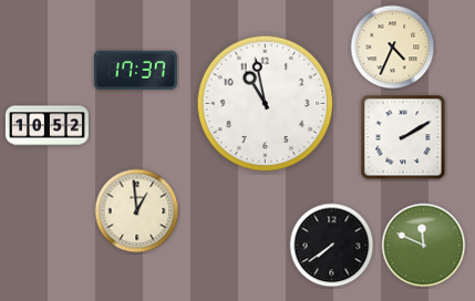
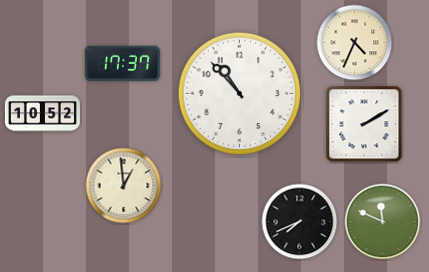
clock at (266, 104): 10:58 -> 10:53
clock at (137, 211) position: (137, 211) -> (124, 186)
clock at (332, 246): 7:39 -> 7:41
